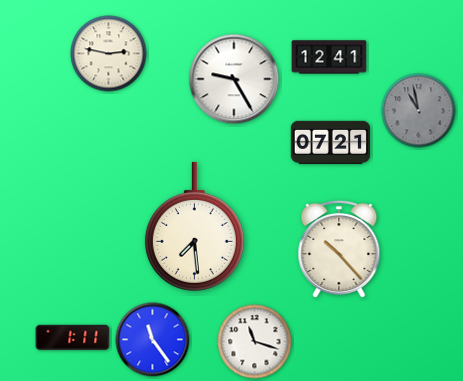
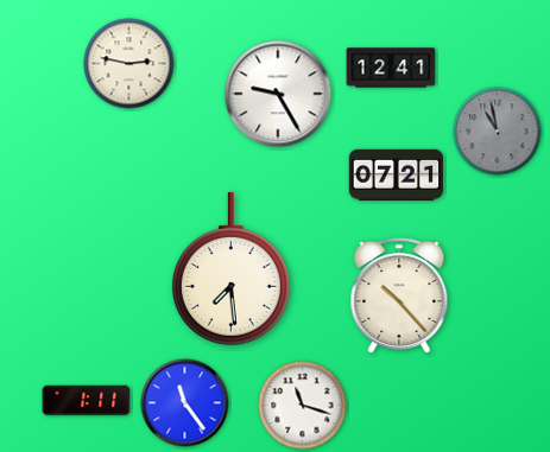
clock at (330, 142) position: (330, 142) -> (396, 174)
clock at (339, 249) position: (339, 249) -> (399, 295)
clock at (153, 340) position: (153, 340) -> (185, 403)
